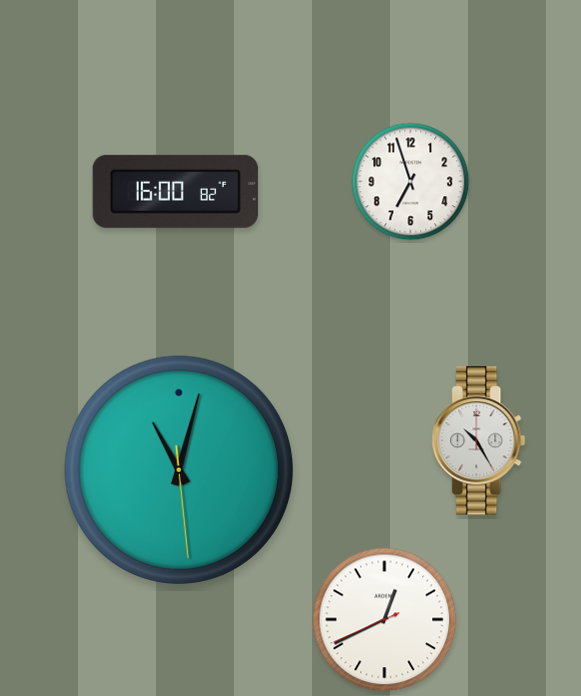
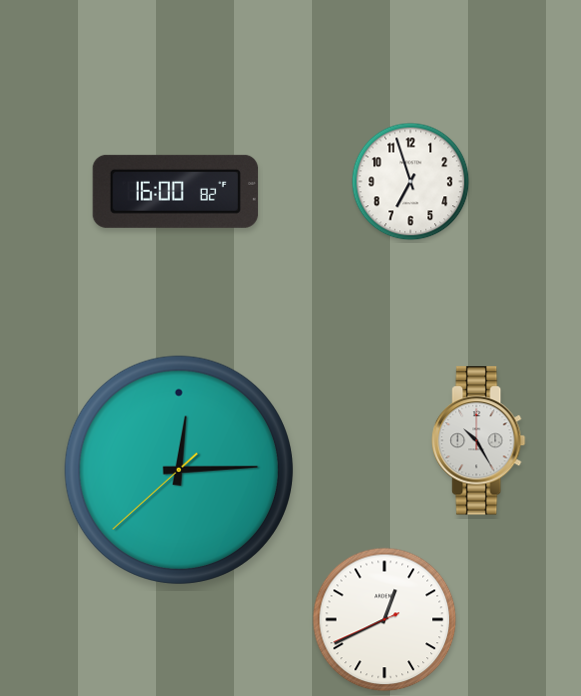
clock at (179, 470): 11:02 -> 12:14
